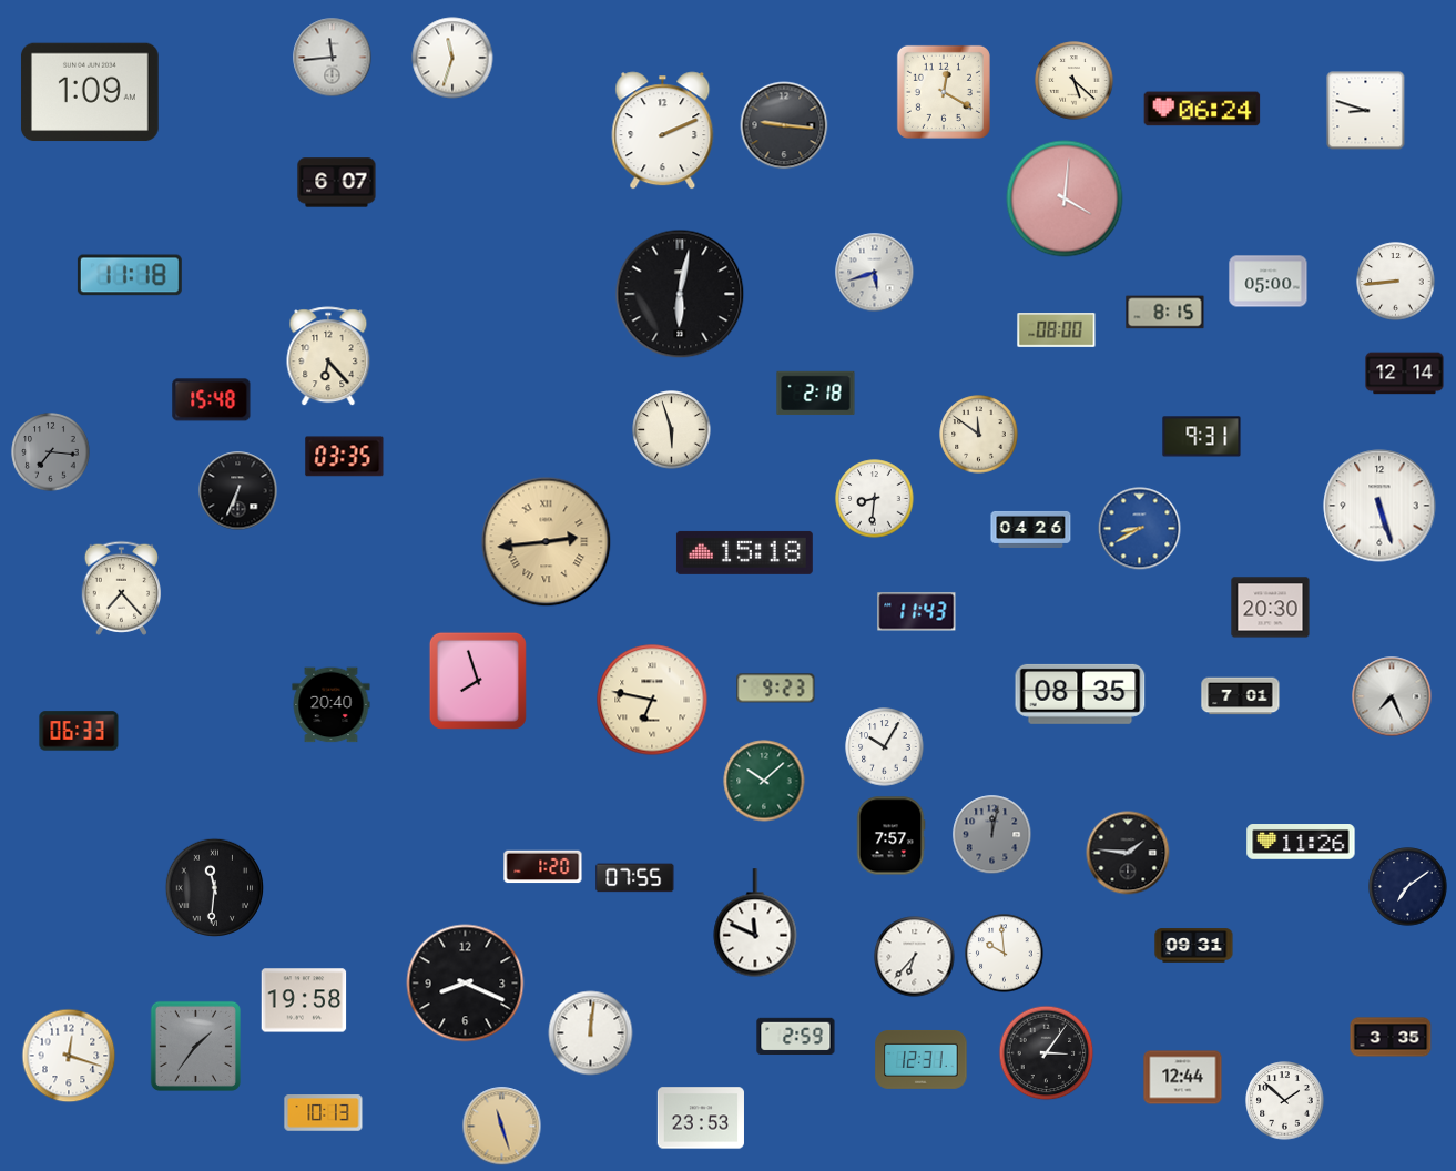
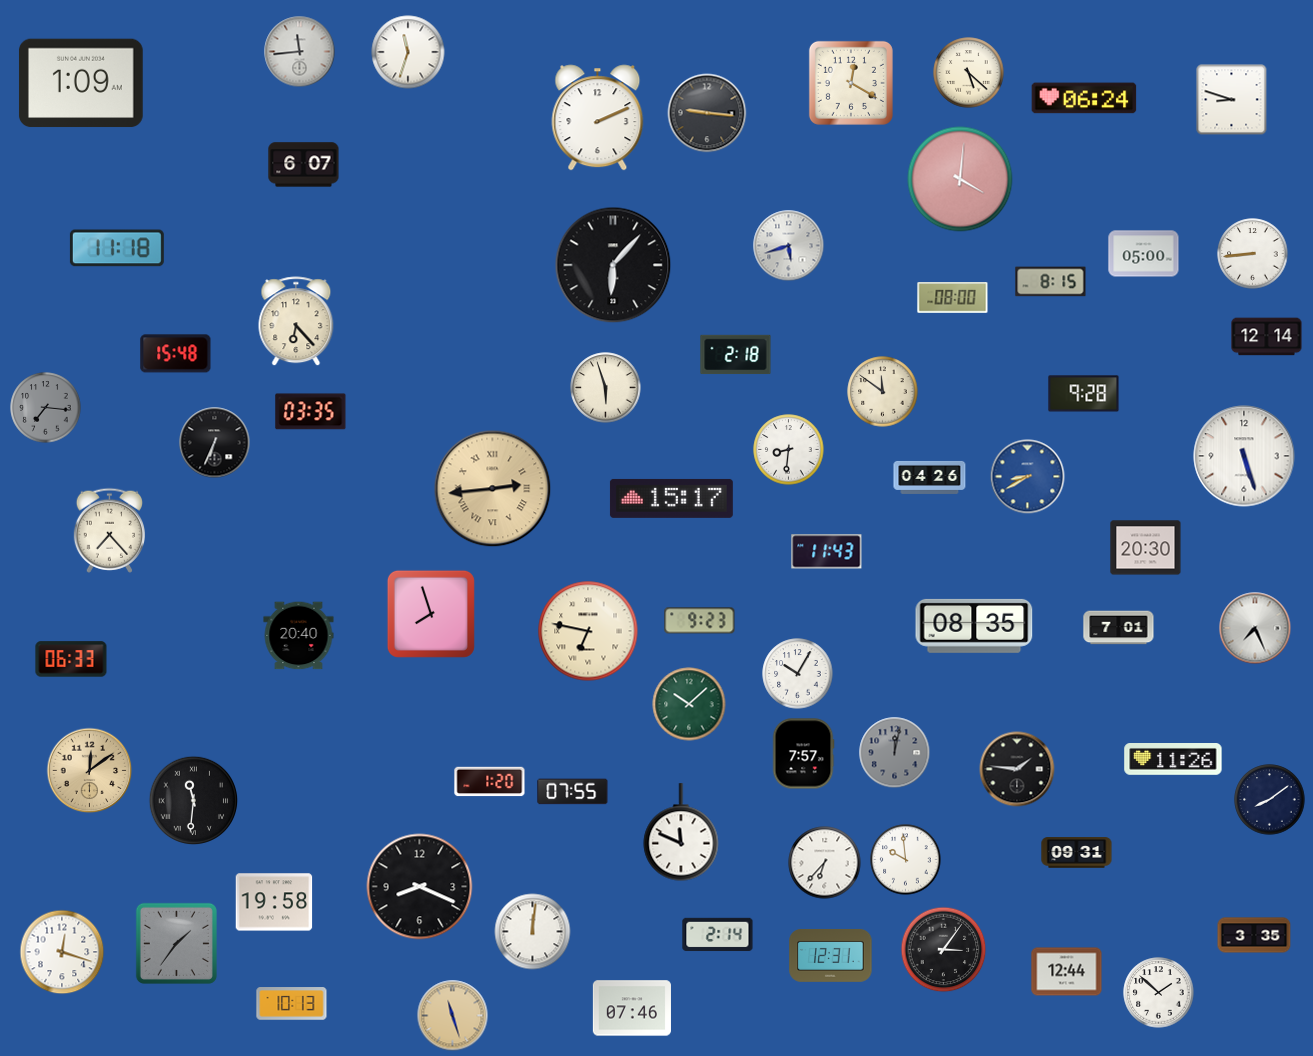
clock at (1396, 282) position: (1396, 282) -> (1253, 254)
clock at (680, 294): 6:02 -> 6:07
clock at (212, 400) position: (212, 400) -> (176, 354)
clock at (1202, 437): 9:31 -> 9:28
clock at (744, 552): 15:18 -> 15:17
clock at (90, 771): none -> 12:09
clock at (1408, 887): 7:09 -> 8:09
clock at (796, 1037): 2:59 -> 2:14
clock at (701, 1118): 23:53 -> 07:46
